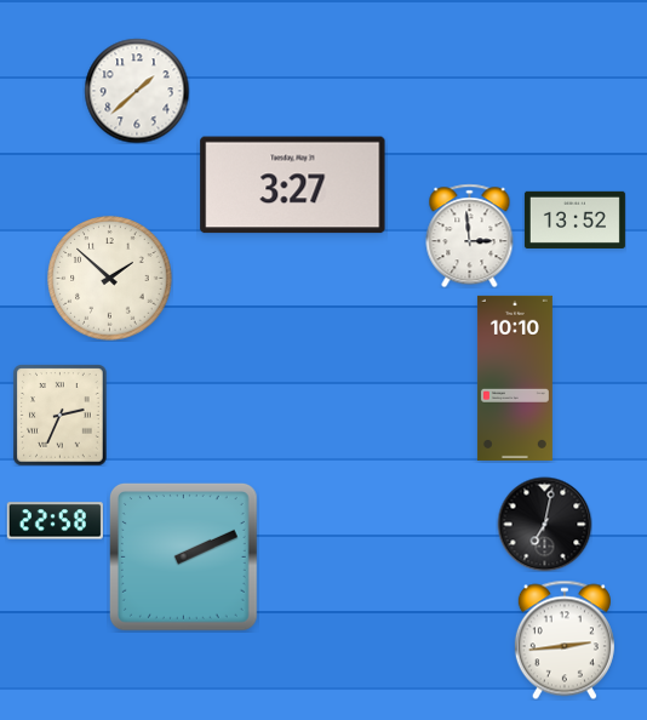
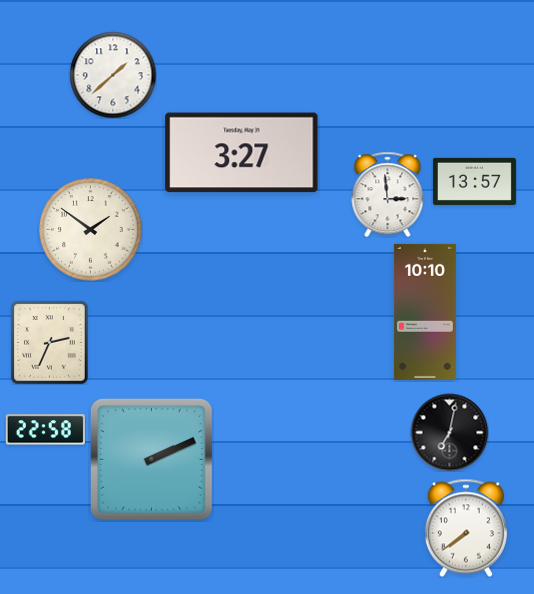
clock at (574, 219): 13:52 -> 13:57
clock at (110, 279): 1:52 -> 1:51
clock at (565, 640): 2:44 -> 7:39
